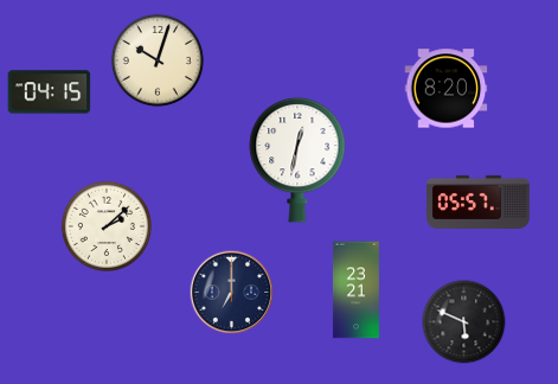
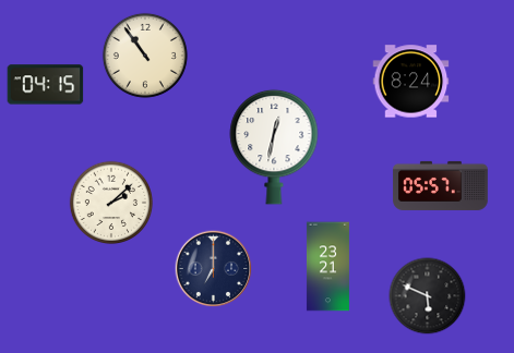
clock at (158, 60): 10:03 -> 10:54
clock at (447, 89): 8:20 -> 8:24
clock at (105, 225) position: (105, 225) -> (110, 202)
